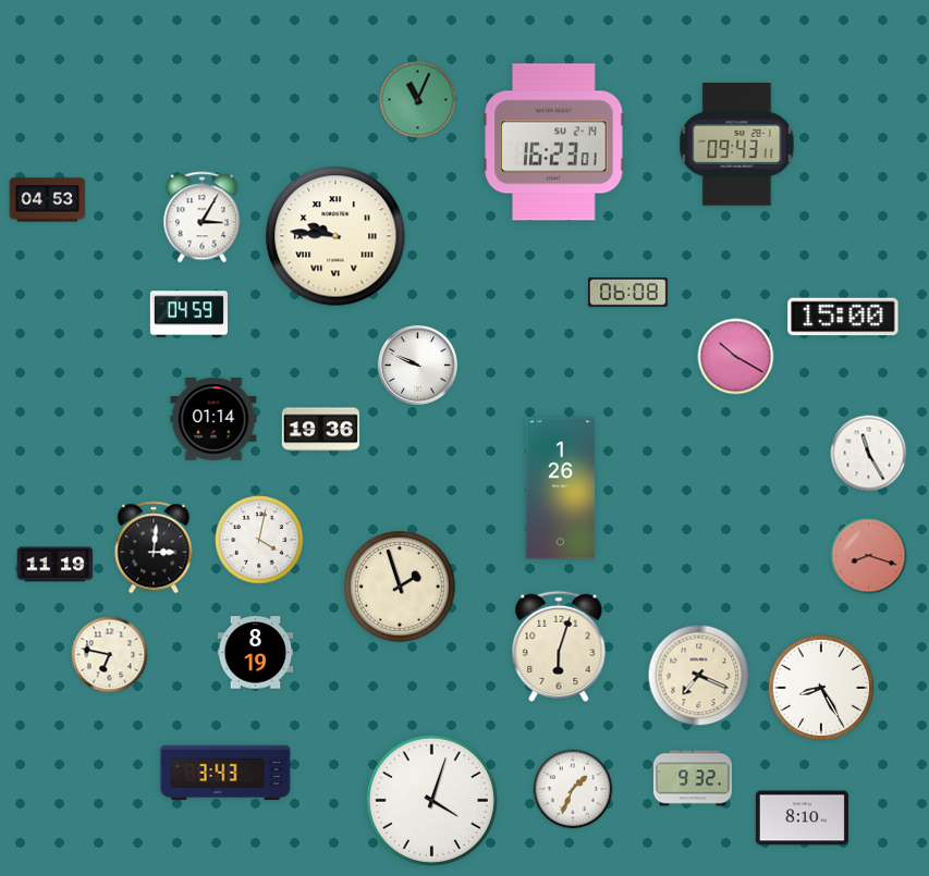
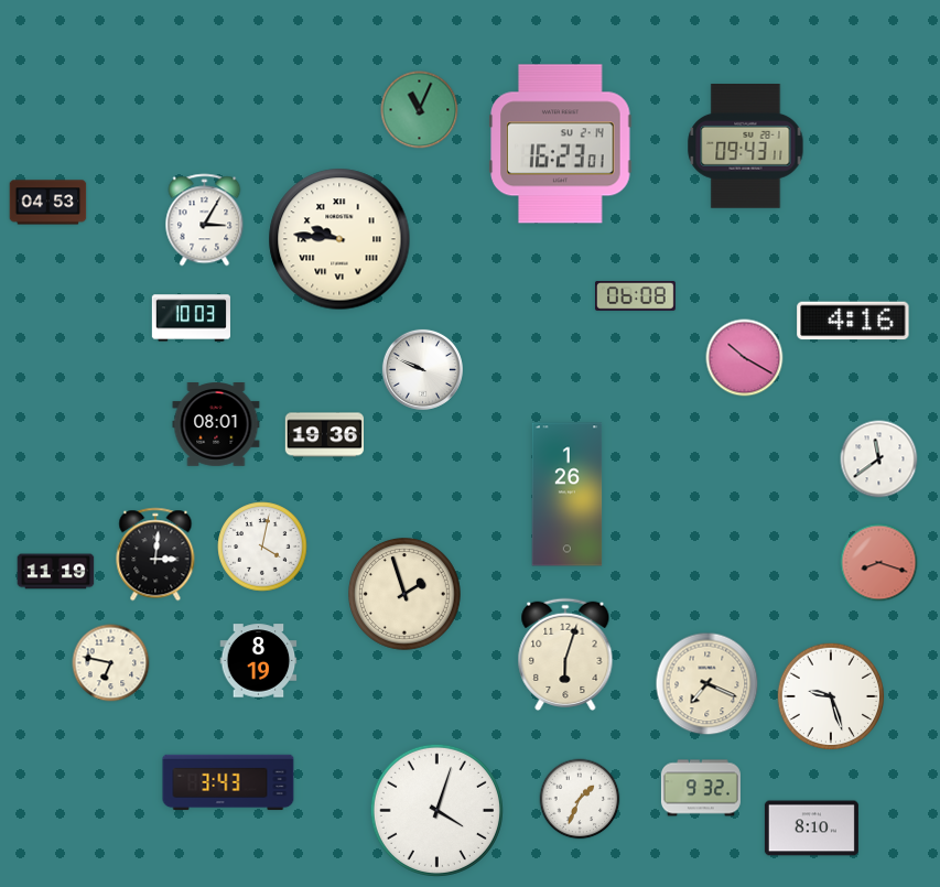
clock at (418, 100) position: (418, 100) -> (420, 110)
clock at (188, 314): 04:59 -> 10:03
clock at (843, 317): 15:00 -> 4:16
clock at (736, 357) position: (736, 357) -> (745, 358)
clock at (213, 420): 01:14 -> 08:01
clock at (869, 454): 11:25 -> 11:39
clock at (821, 688): 8:25 -> 9:27
